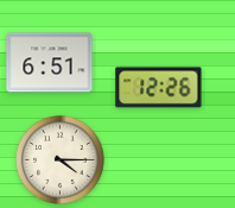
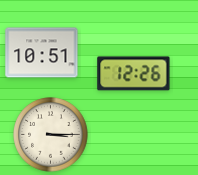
clock at (50, 63): 6:51 -> 10:51
clock at (61, 160): 4:15 -> 3:15
